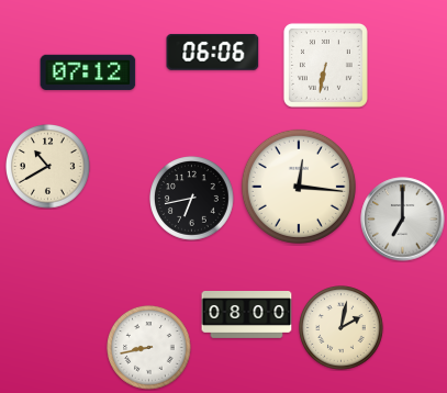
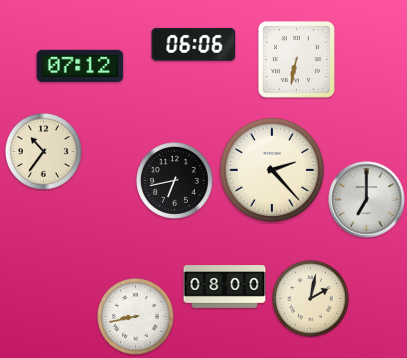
clock at (213, 52) position: (213, 52) -> (194, 44)
clock at (48, 167): 10:40 -> 10:36
clock at (299, 187): 12:16 -> 2:23
